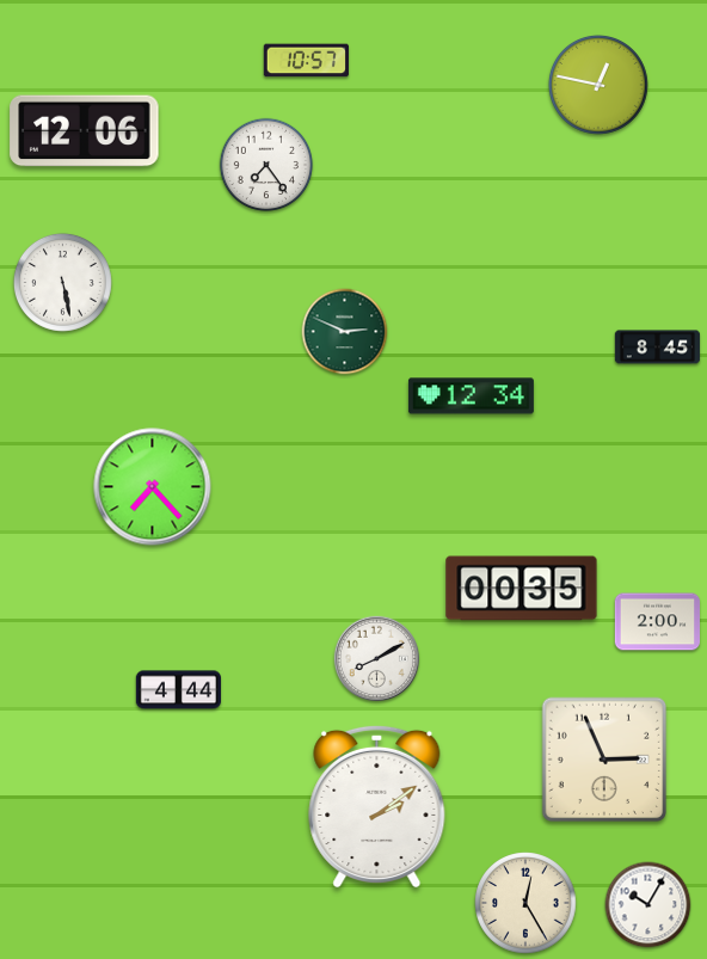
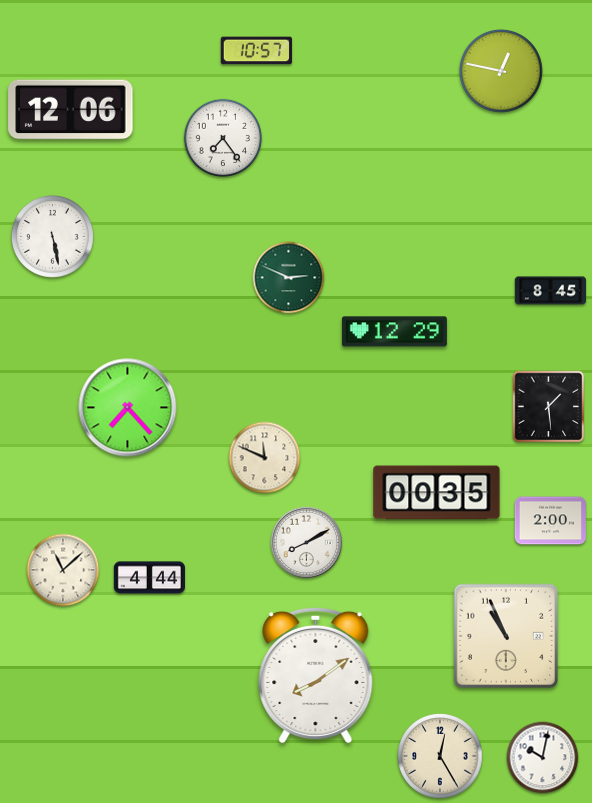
clock at (471, 396): 12:34 -> 12:29
clock at (549, 407): none -> 1:29
clock at (265, 458): none -> 11:49
clock at (377, 659) position: (377, 659) -> (307, 543)
clock at (63, 570): none -> 11:08
clock at (604, 760): 2:56 -> 10:56
clock at (377, 806): 2:09 -> 8:09
clock at (648, 905): 10:05 -> 10:02
